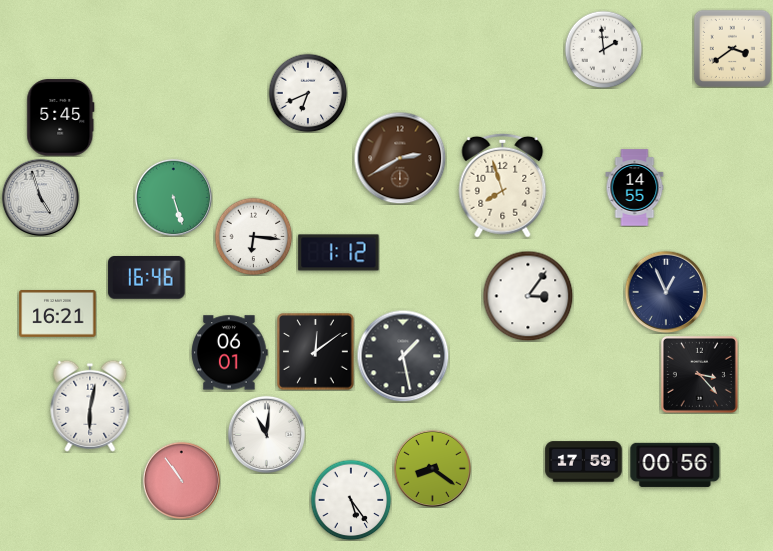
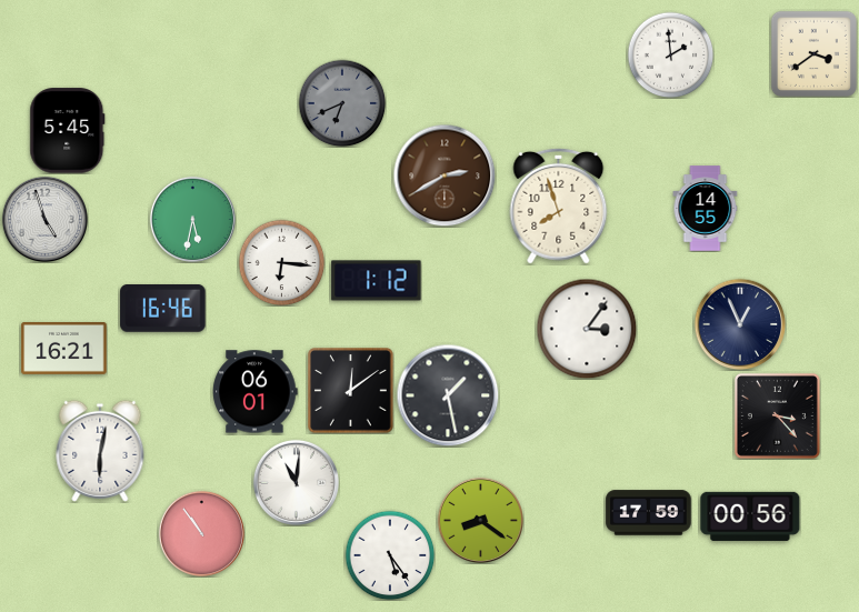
clock at (308, 93) dial: white -> grey
clock at (173, 197): 5:27 -> 5:32
